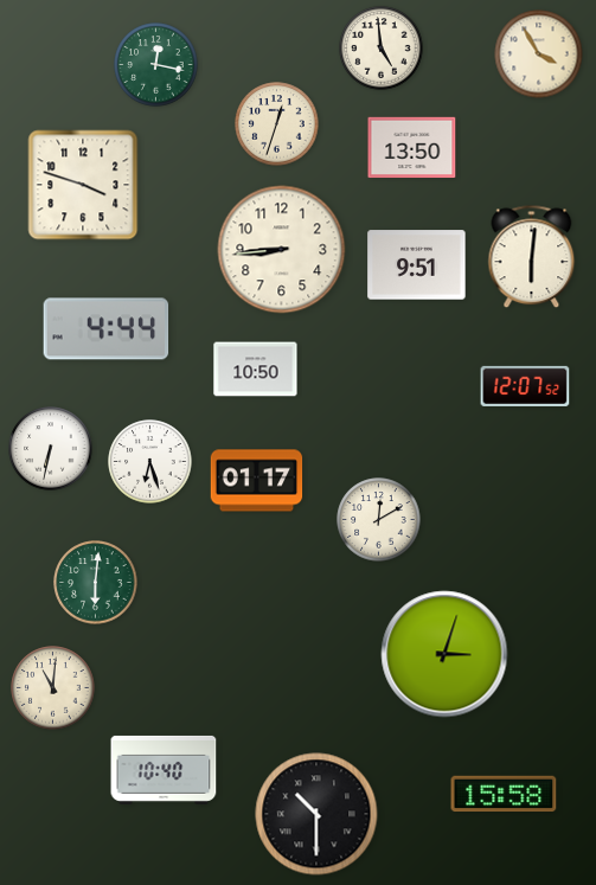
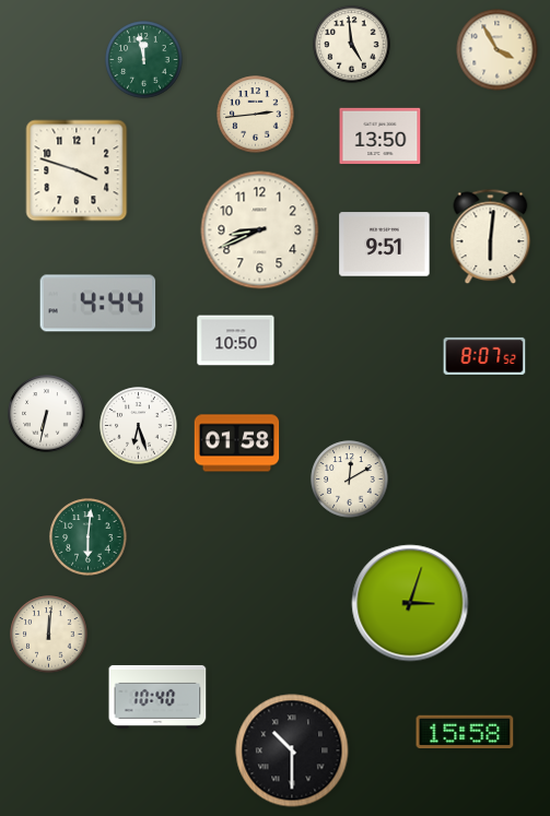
clock at (156, 65): 12:17 -> 11:58
clock at (277, 124): 12:33 -> 2:44
clock at (282, 250): 8:44 -> 8:41
clock at (525, 386): 12:07 -> 8:07
clock at (257, 481): 01:17 -> 01:58
clock at (53, 688): 11:01 -> 12:01
clock at (164, 770) position: (164, 770) -> (157, 697)
